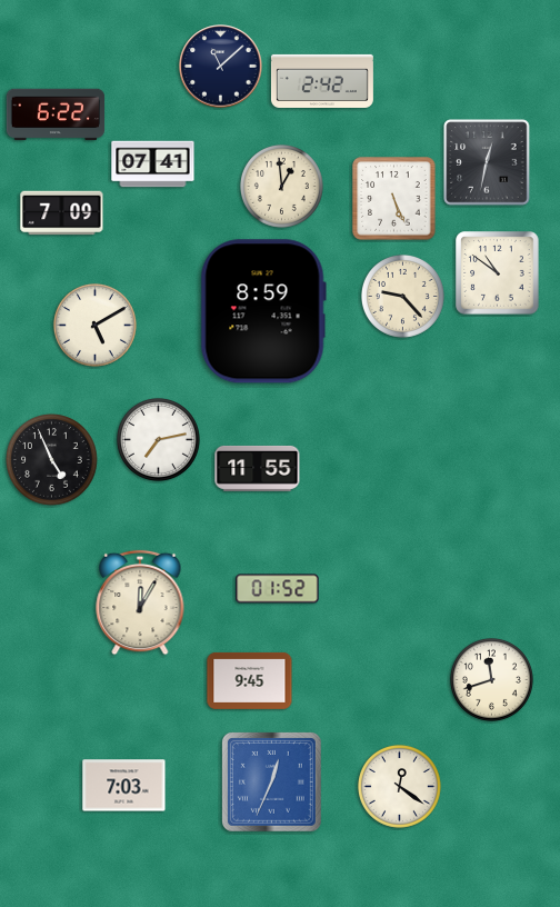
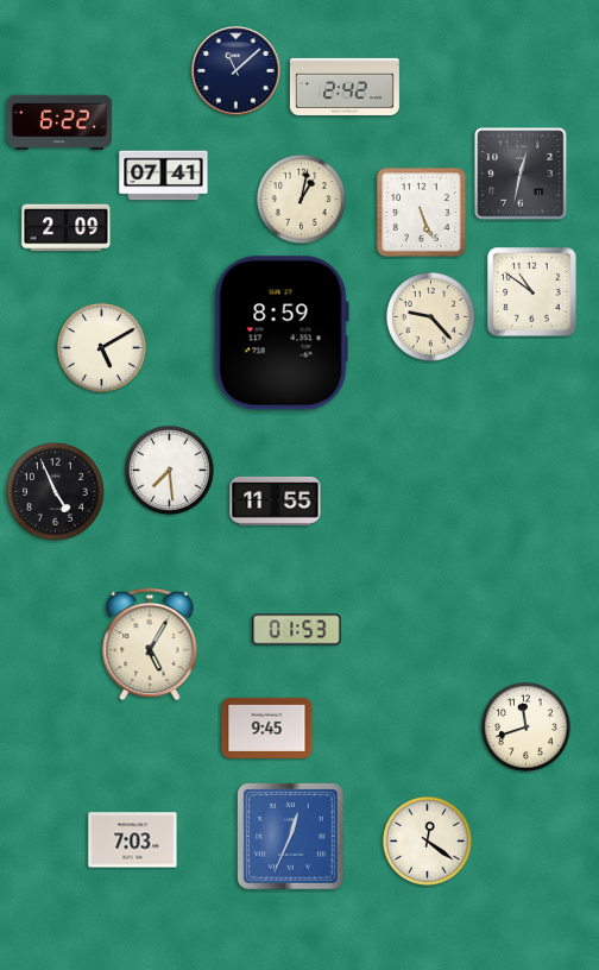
clock at (281, 186): 12:59 -> 1:02
clock at (62, 213): 7:09 -> 2:09
clock at (158, 439): 7:13 -> 7:29
clock at (278, 589): 01:52 -> 01:53
clock at (140, 602): 12:05 -> 5:05
